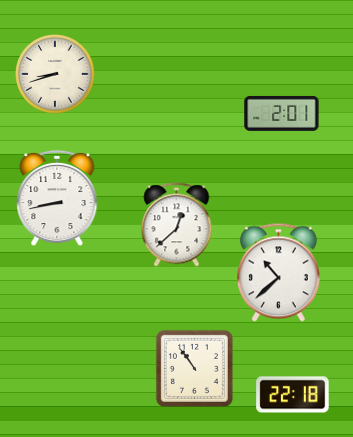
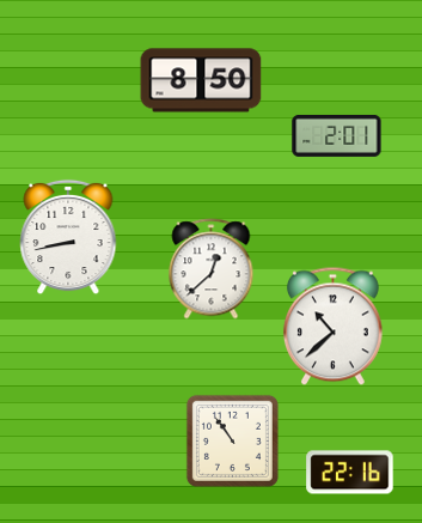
clock at (201, 80): none -> 8:50
clock at (56, 75): 8:42 -> none
clock at (293, 395): 22:18 -> 22:16
